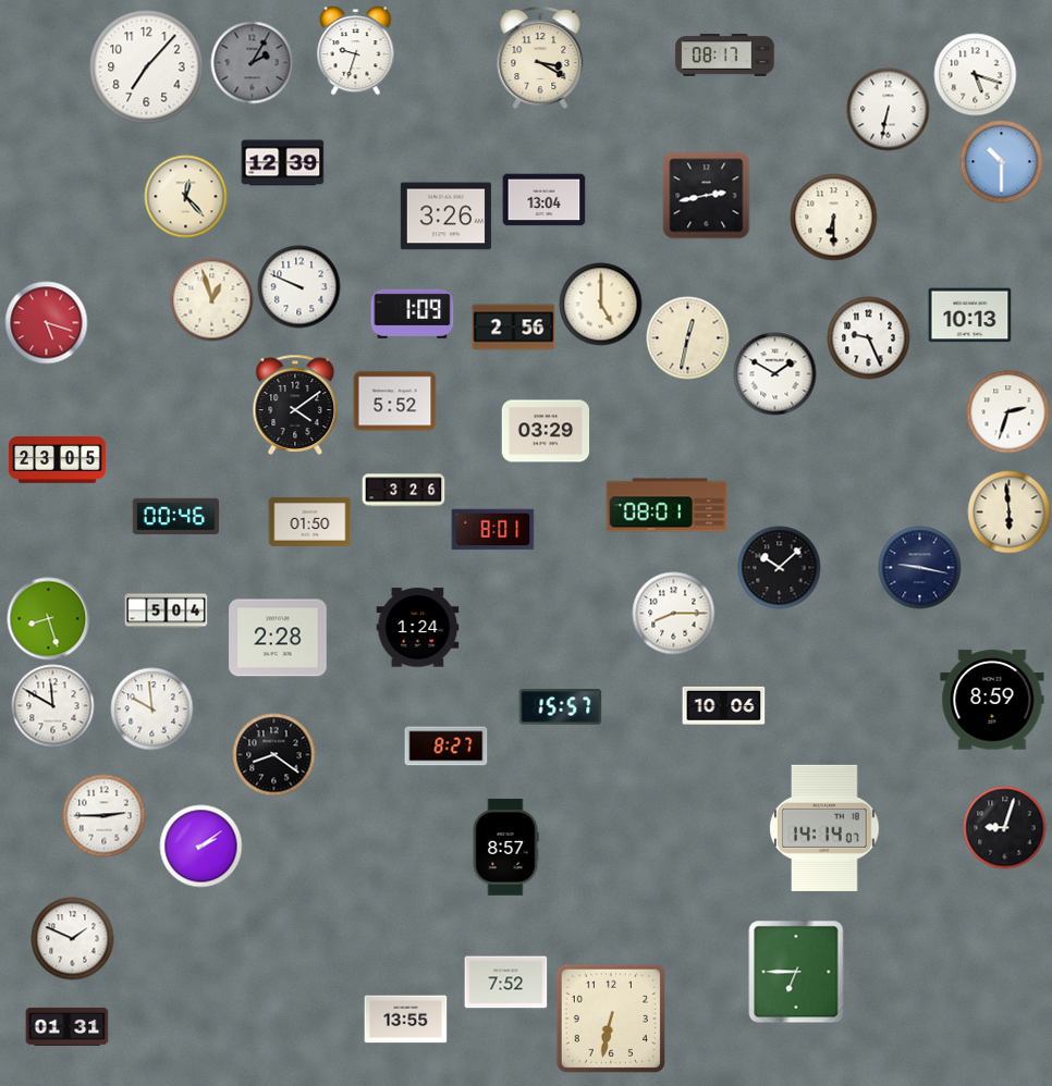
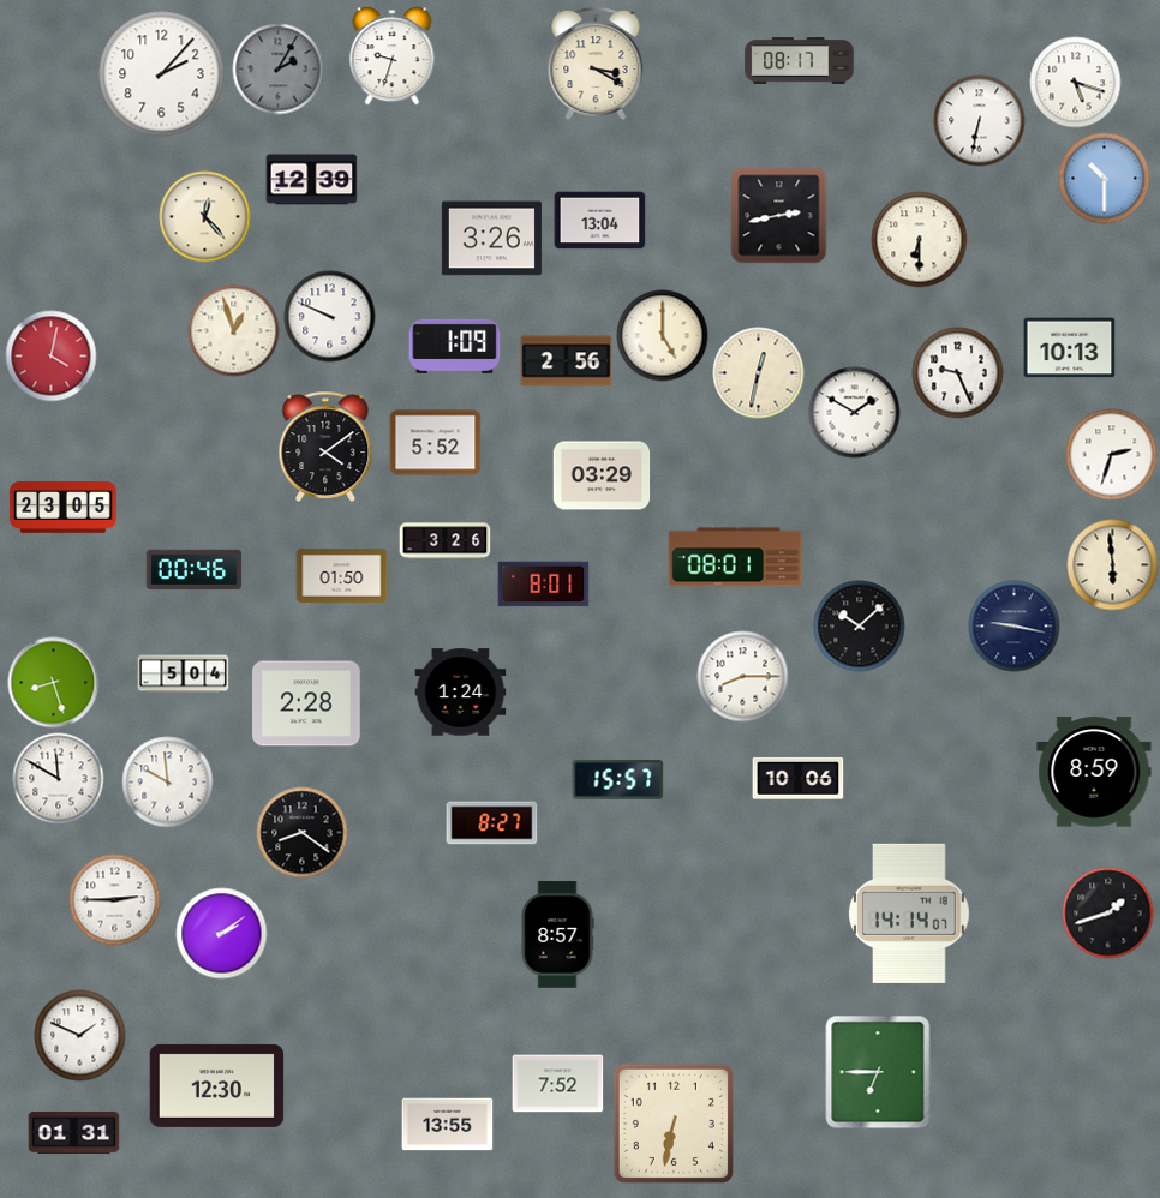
clock at (147, 67): 7:07 -> 2:07
clock at (47, 323): 5:18 -> 4:02
clock at (1005, 828): 9:03 -> 1:42
clock at (217, 1085): none -> 12:30
